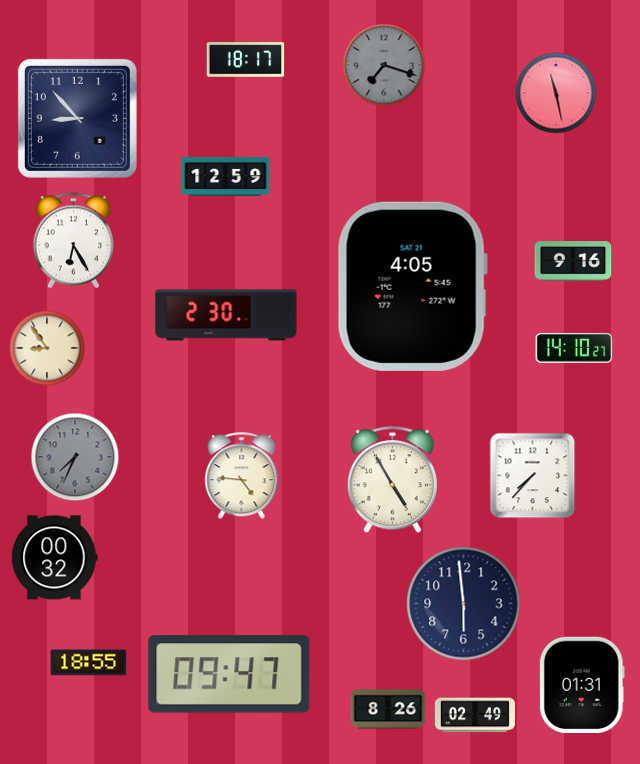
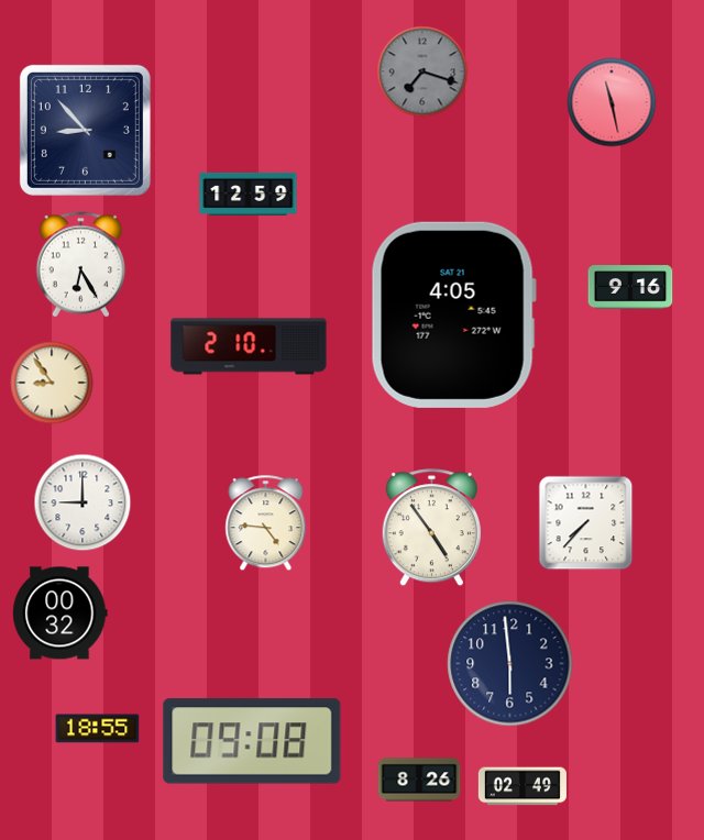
clock at (246, 60): 18:17 -> none
clock at (226, 315): 2:30 -> 2:10
clock at (574, 348): 14:10 -> none
clock at (75, 457): 7:34 -> 9:00
clock at (75, 457) dial: grey -> white
clock at (392, 480): 4:55 -> 4:54
clock at (229, 674): 09:47 -> 09:08
clock at (582, 684): 01:31 -> none
clock at (388, 709) position: (388, 709) -> (419, 780)
